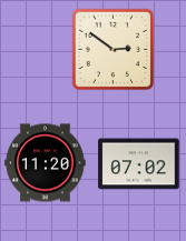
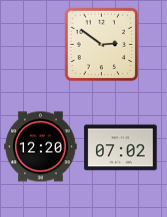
clock at (46, 163): 11:20 -> 12:20
clock at (139, 164) position: (139, 164) -> (121, 148)
